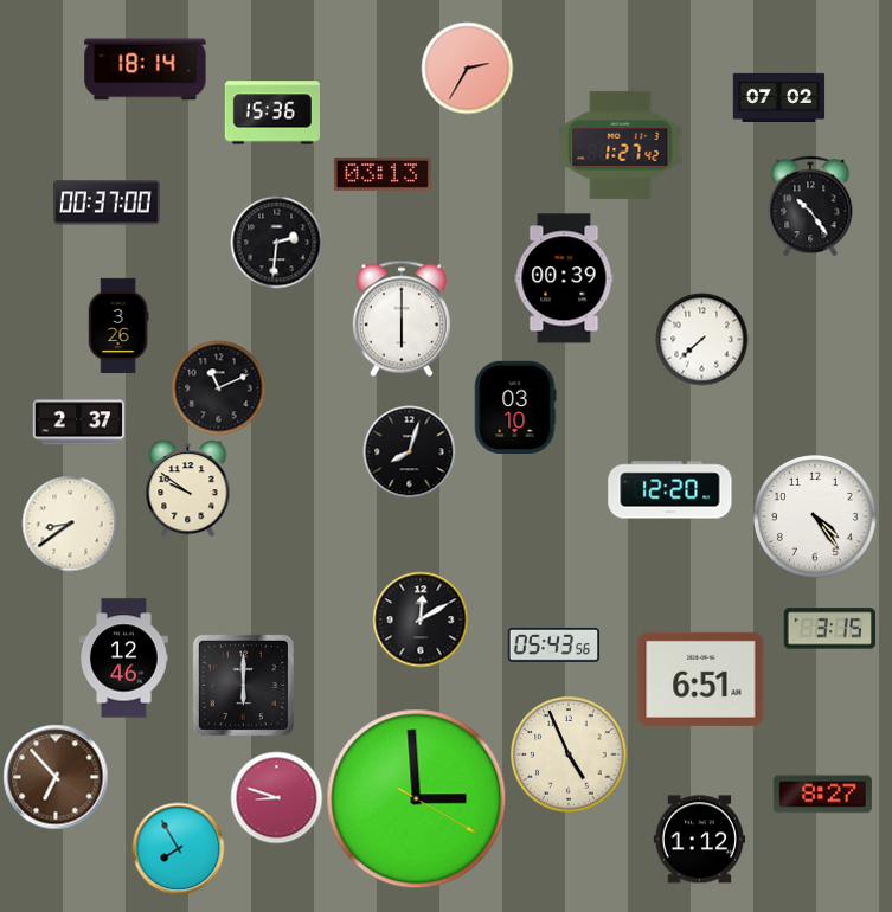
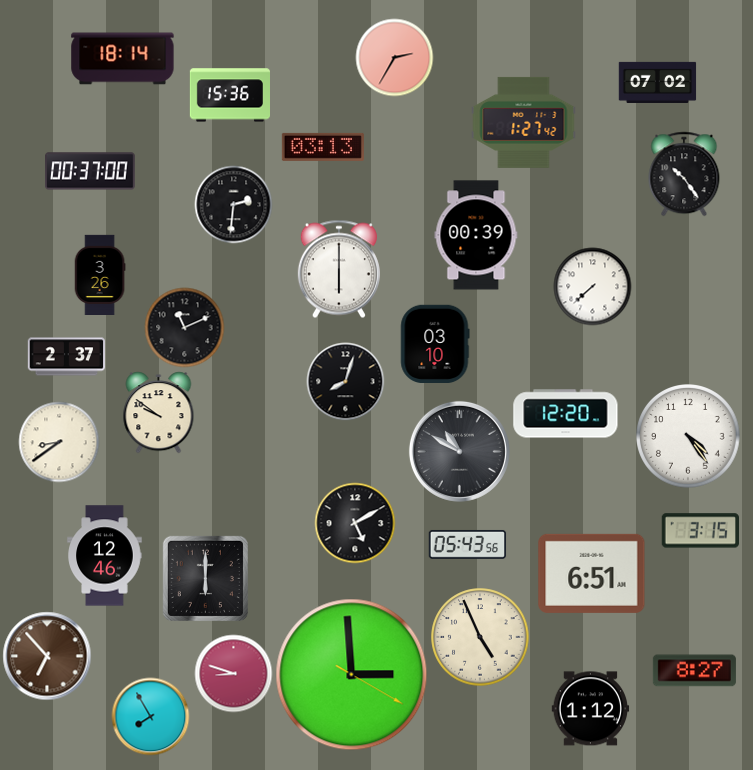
clock at (459, 451): none -> 10:50
clock at (421, 619): 12:10 -> 5:10
